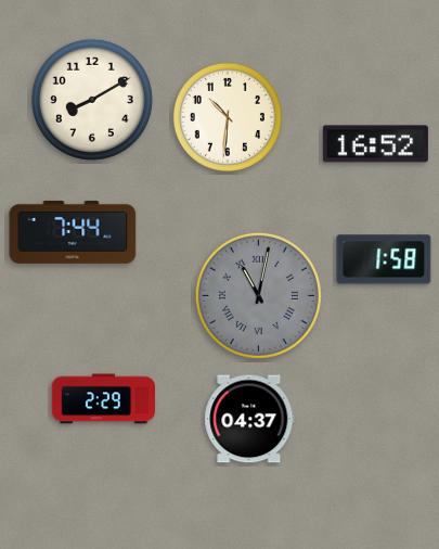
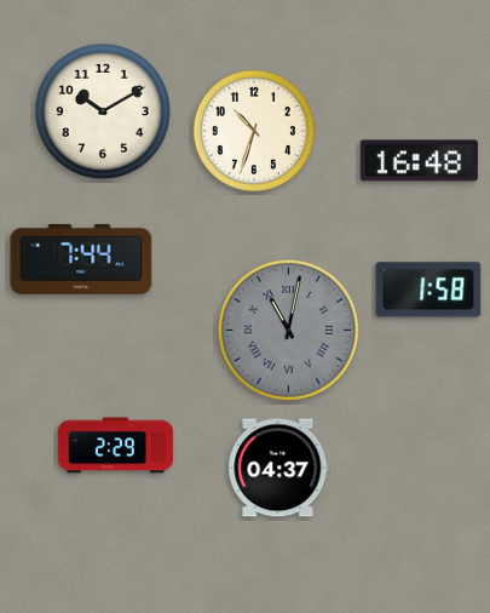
clock at (92, 100): 8:10 -> 10:10
clock at (228, 117): 10:31 -> 10:33
clock at (375, 144): 16:52 -> 16:48
